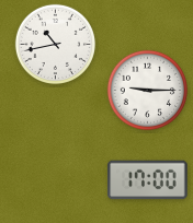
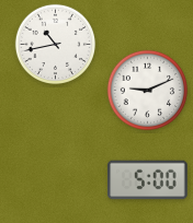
clock at (148, 91): 9:15 -> 9:11
clock at (148, 180): 17:00 -> 5:00
